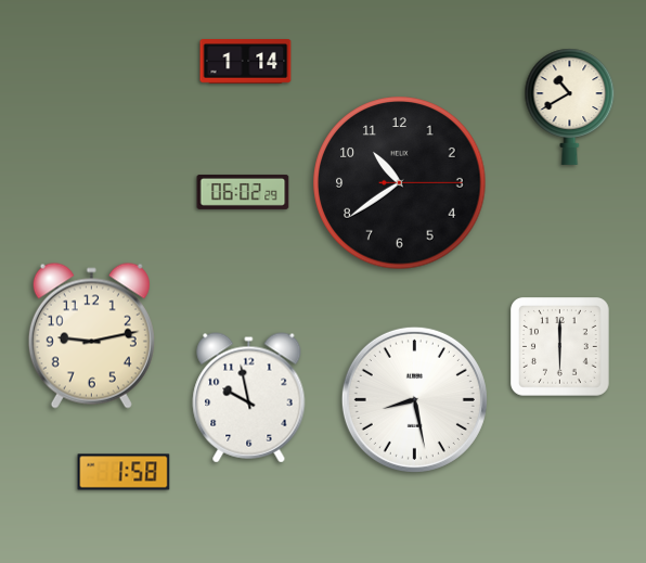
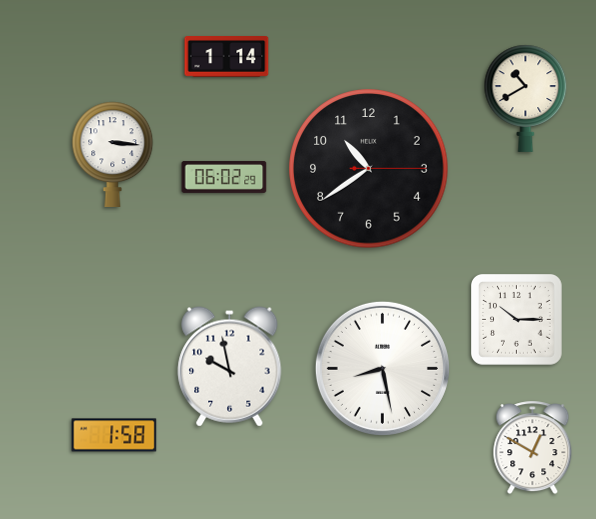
clock at (113, 154): none -> 3:16
clock at (91, 335): 9:13 -> none
clock at (560, 347): 6:00 -> 10:15
clock at (533, 448): none -> 12:50
